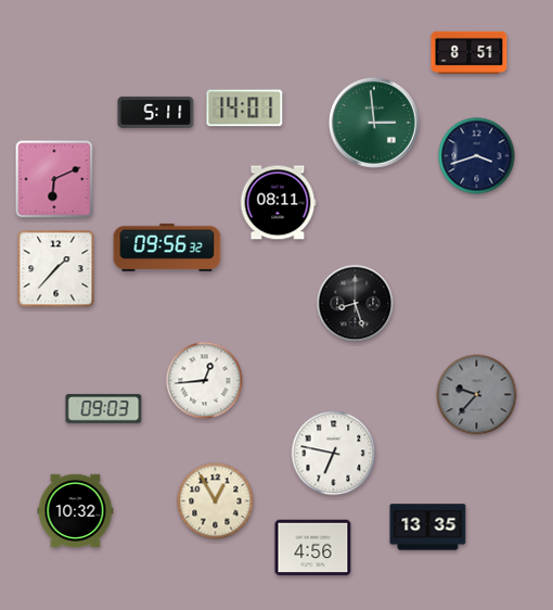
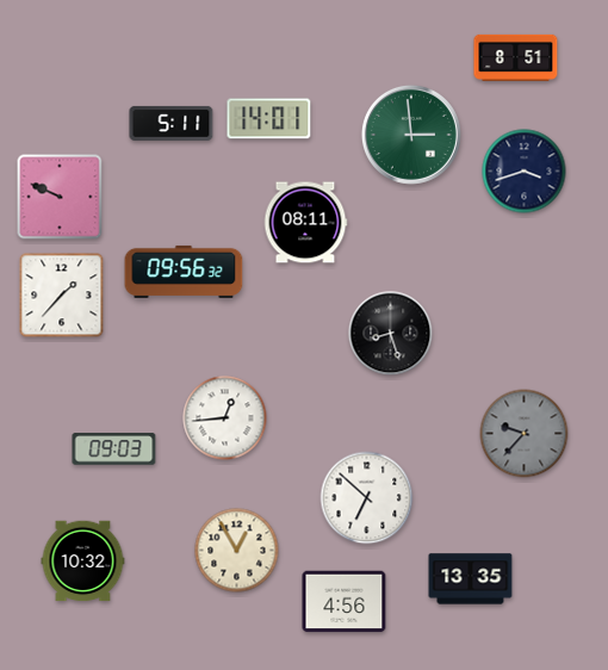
clock at (54, 179): 6:11 -> 9:49
clock at (334, 454): 6:47 -> 6:52
